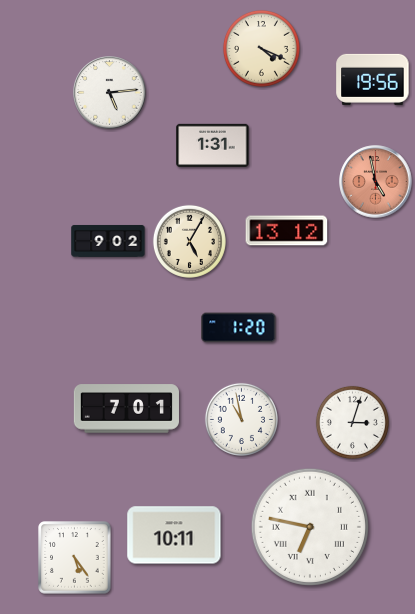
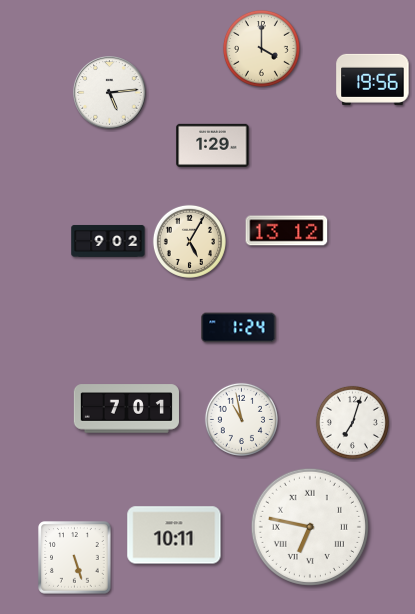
clock at (261, 48): 4:19 -> 4:00
clock at (213, 145): 1:31 -> 1:29
clock at (376, 182): 4:58 -> none
clock at (239, 328): 1:20 -> 1:24
clock at (352, 422): 3:03 -> 7:03
clock at (75, 558): 5:24 -> 5:27
